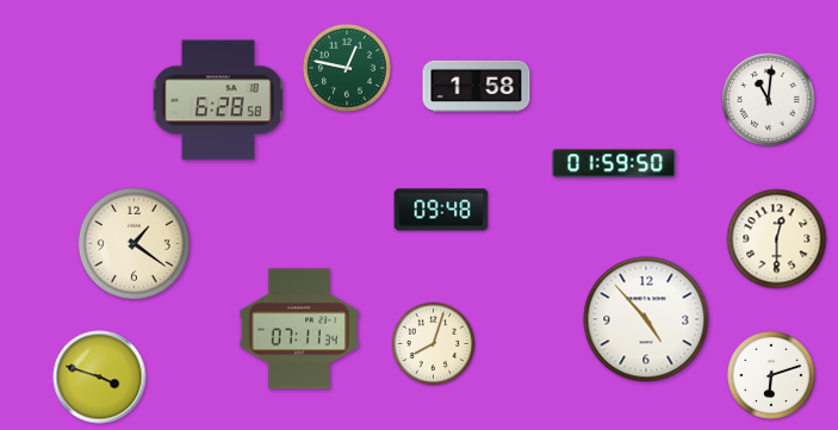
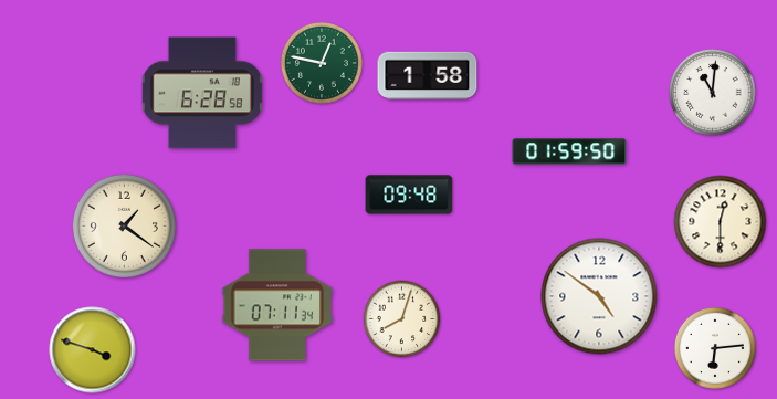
clock at (477, 87) position: (477, 87) -> (428, 76)
clock at (646, 319): 4:53 -> 4:51
clock at (771, 375): 6:12 -> 6:14
